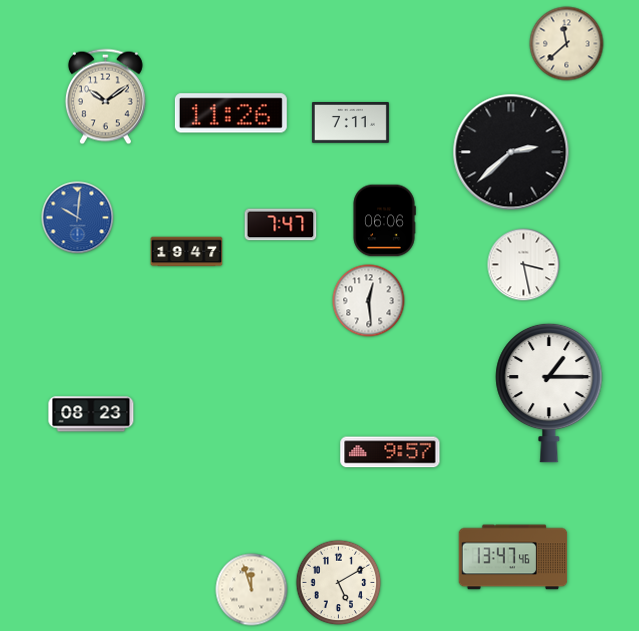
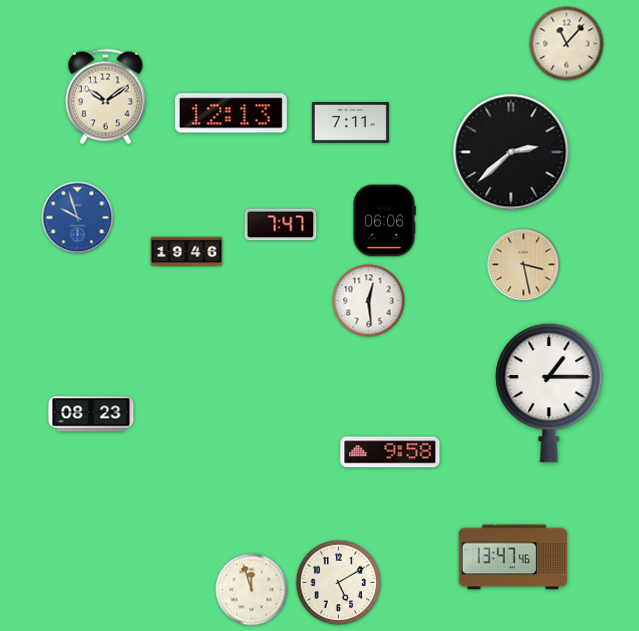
clock at (567, 44): 11:38 -> 11:07
clock at (231, 113): 11:26 -> 12:13
clock at (78, 218): 10:01 -> 9:57
clock at (187, 252): 19:47 -> 19:46
clock at (524, 265) dial: white -> champagne
clock at (390, 452): 9:57 -> 9:58
